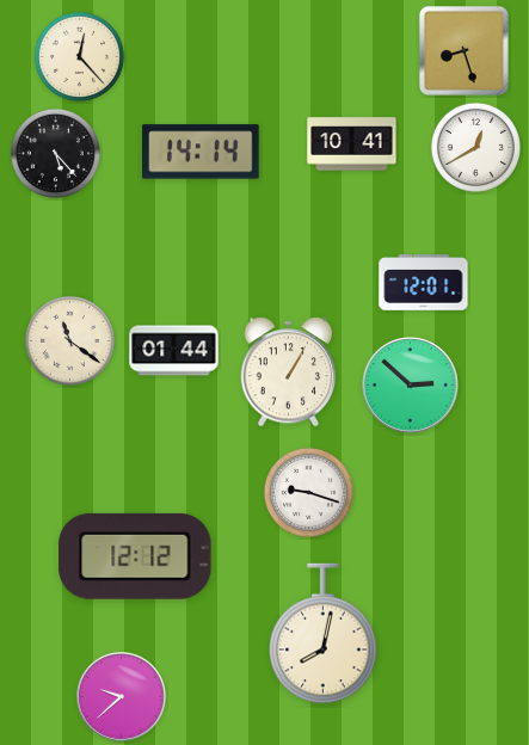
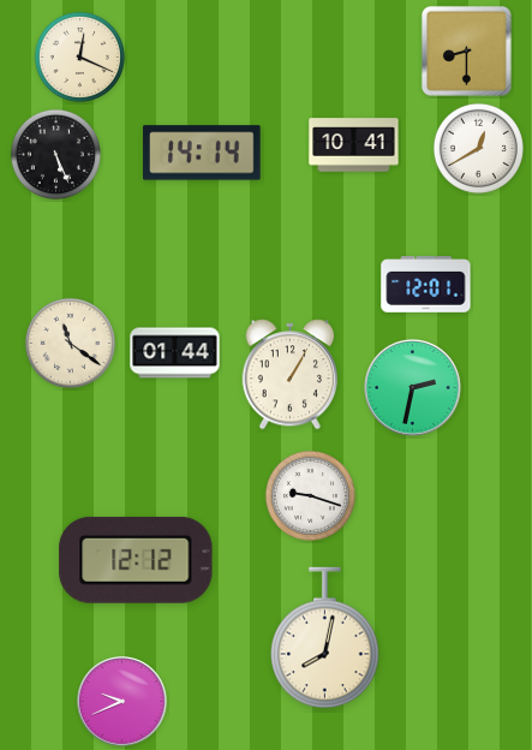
clock at (463, 50): 8:27 -> 8:30
clock at (79, 56): 12:23 -> 12:19
clock at (55, 153): 5:23 -> 5:26
clock at (411, 386): 2:52 -> 2:32
clock at (122, 697): 9:38 -> 9:41
